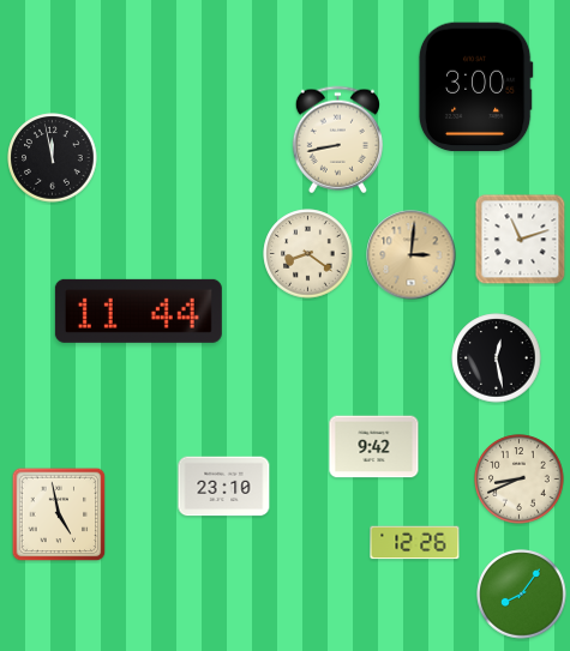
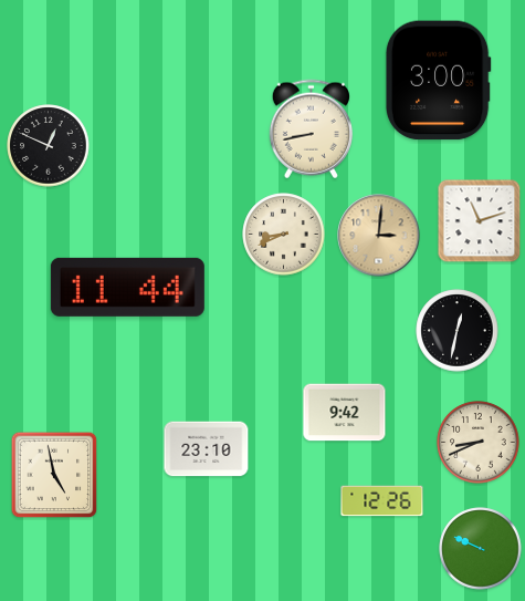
clock at (53, 158): 11:58 -> 12:49
clock at (308, 254): 8:21 -> 8:41
clock at (497, 358): 12:28 -> 12:32
clock at (522, 595): 8:06 -> 9:49
